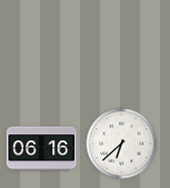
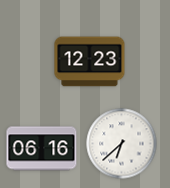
clock at (90, 62): none -> 12:23
